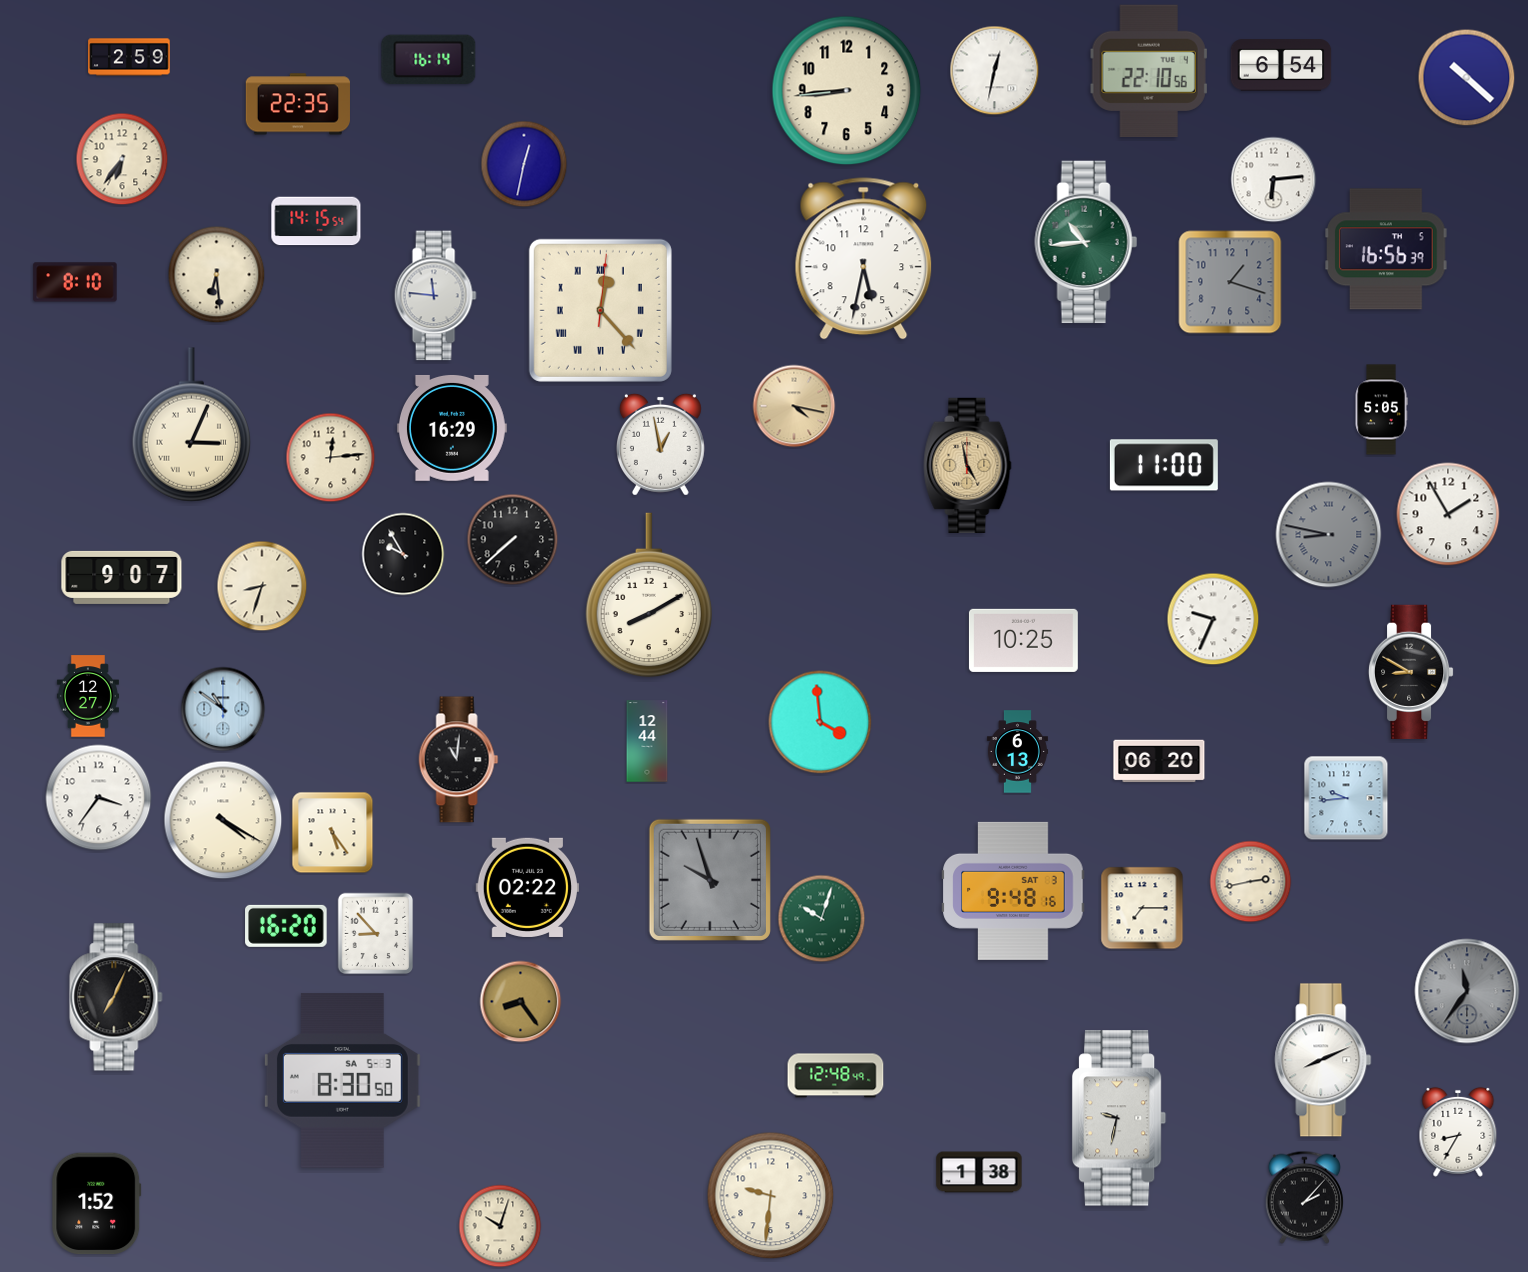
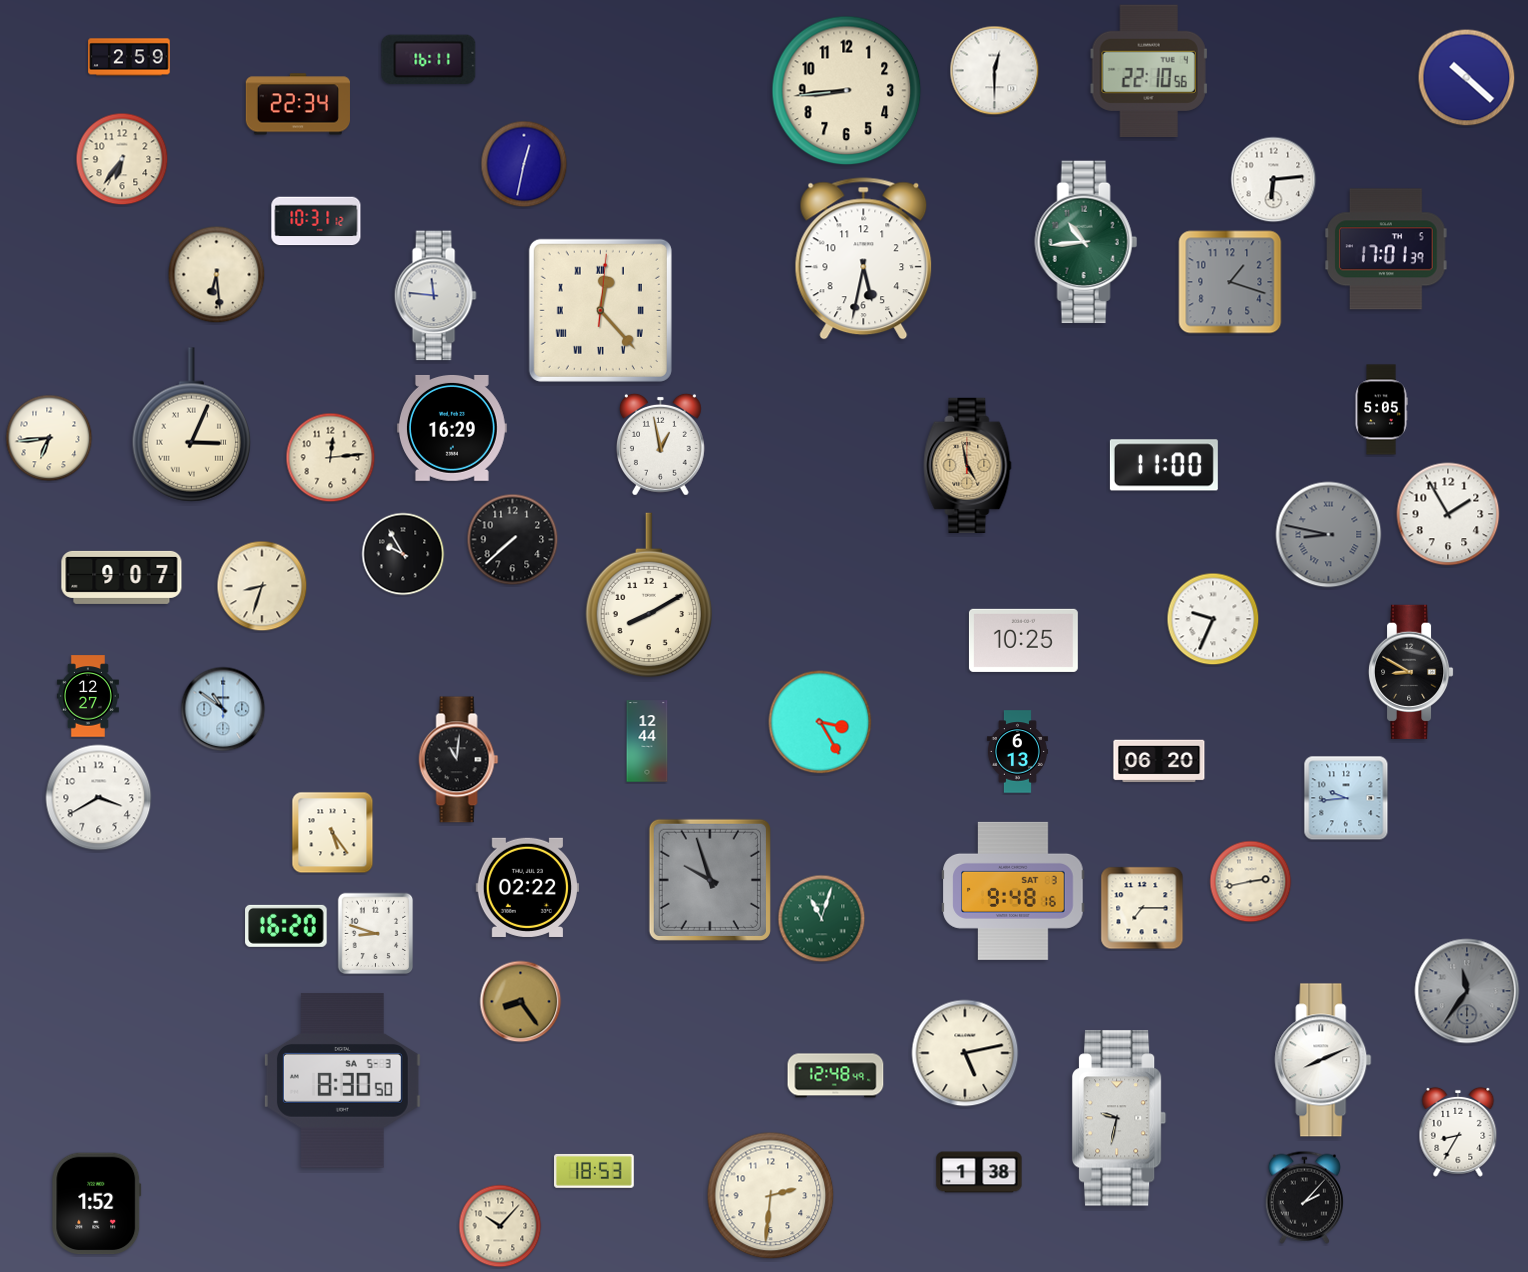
clock at (429, 60): 16:14 -> 16:11
clock at (1281, 65): 6:54 -> none
clock at (995, 71): 12:32 -> 12:30
clock at (298, 104): 22:35 -> 22:34
clock at (316, 221): 14:15 -> 10:31
clock at (1386, 249): 16:56 -> 17:01
clock at (75, 282): 8:10 -> none
clock at (794, 406): 4:17 -> none
clock at (49, 438): none -> 6:44
clock at (820, 722): 3:59 -> 3:25
clock at (99, 798): 3:36 -> 3:40
clock at (223, 820): 4:20 -> none
clock at (822, 919): 10:03 -> 11:03
clock at (376, 934): 8:53 -> 8:48
clock at (116, 997): 7:04 -> none
clock at (965, 1053): none -> 5:13
clock at (595, 1171): none -> 18:53
clock at (771, 1196): 9:31 -> 2:31
clock at (500, 1226): 10:03 -> 10:07
